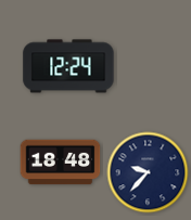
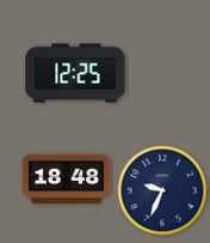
clock at (68, 66): 12:24 -> 12:25
clock at (148, 172): 9:37 -> 9:34
